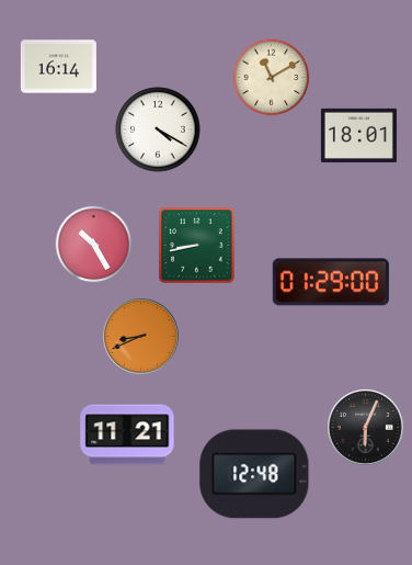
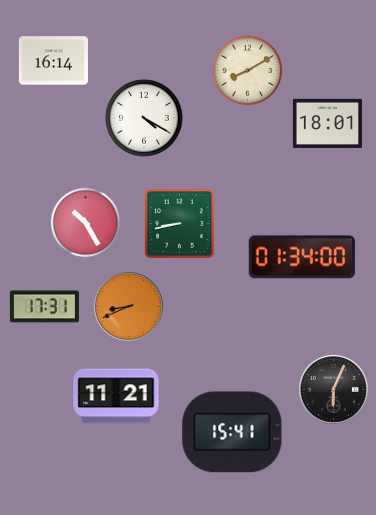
clock at (272, 78): 11:10 -> 8:10
clock at (331, 282): 01:29 -> 01:34
clock at (44, 307): none -> 17:31
clock at (254, 474): 12:48 -> 15:41
